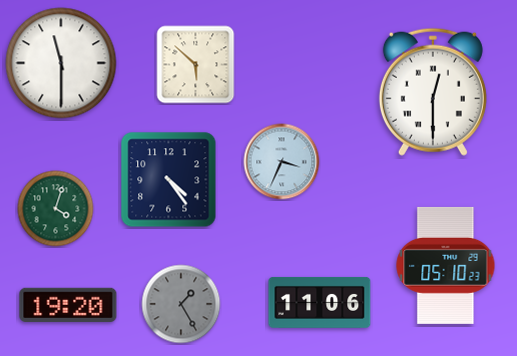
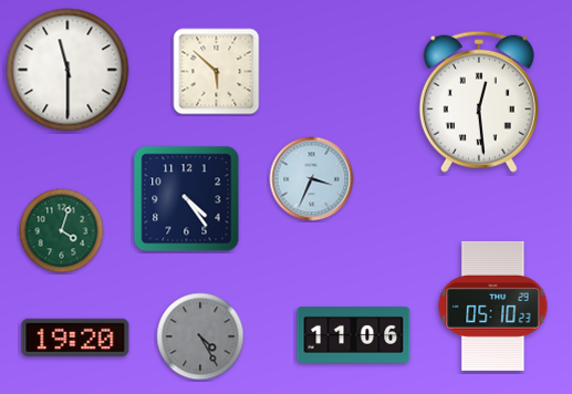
clock at (433, 92): 12:30 -> 12:29
clock at (446, 265) position: (446, 265) -> (493, 305)
clock at (181, 304): 1:25 -> 4:25
